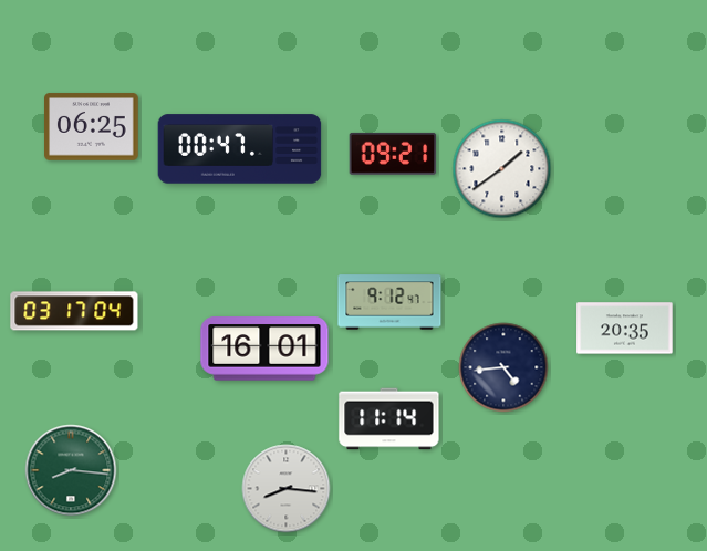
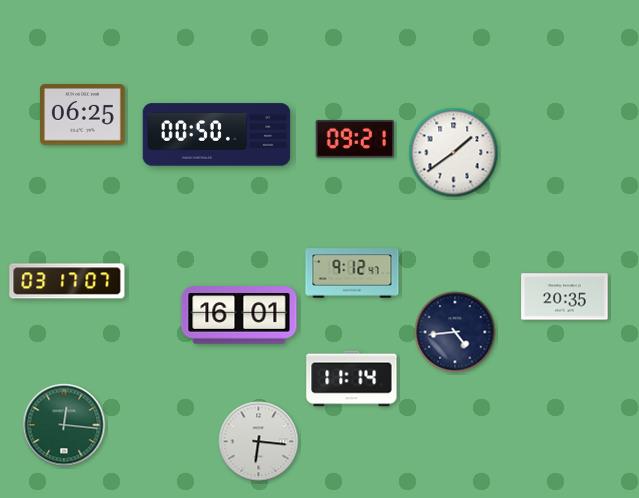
clock at (240, 149): 00:47 -> 00:50
clock at (74, 311): 03:17:04 -> 03:17:07
clock at (71, 470): 8:16 -> 12:16
clock at (287, 489): 8:16 -> 6:16
